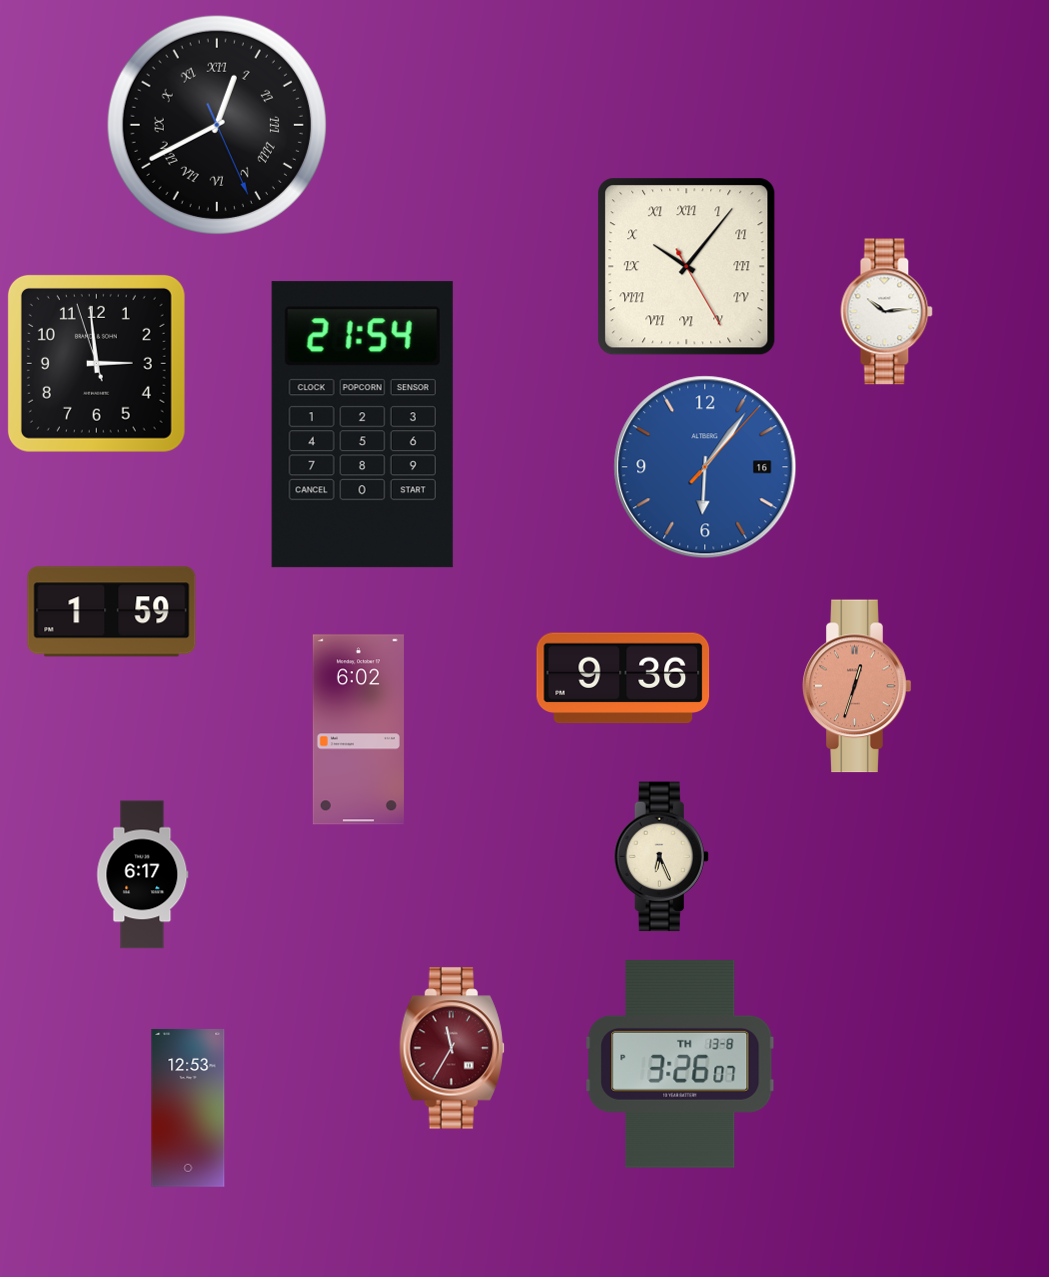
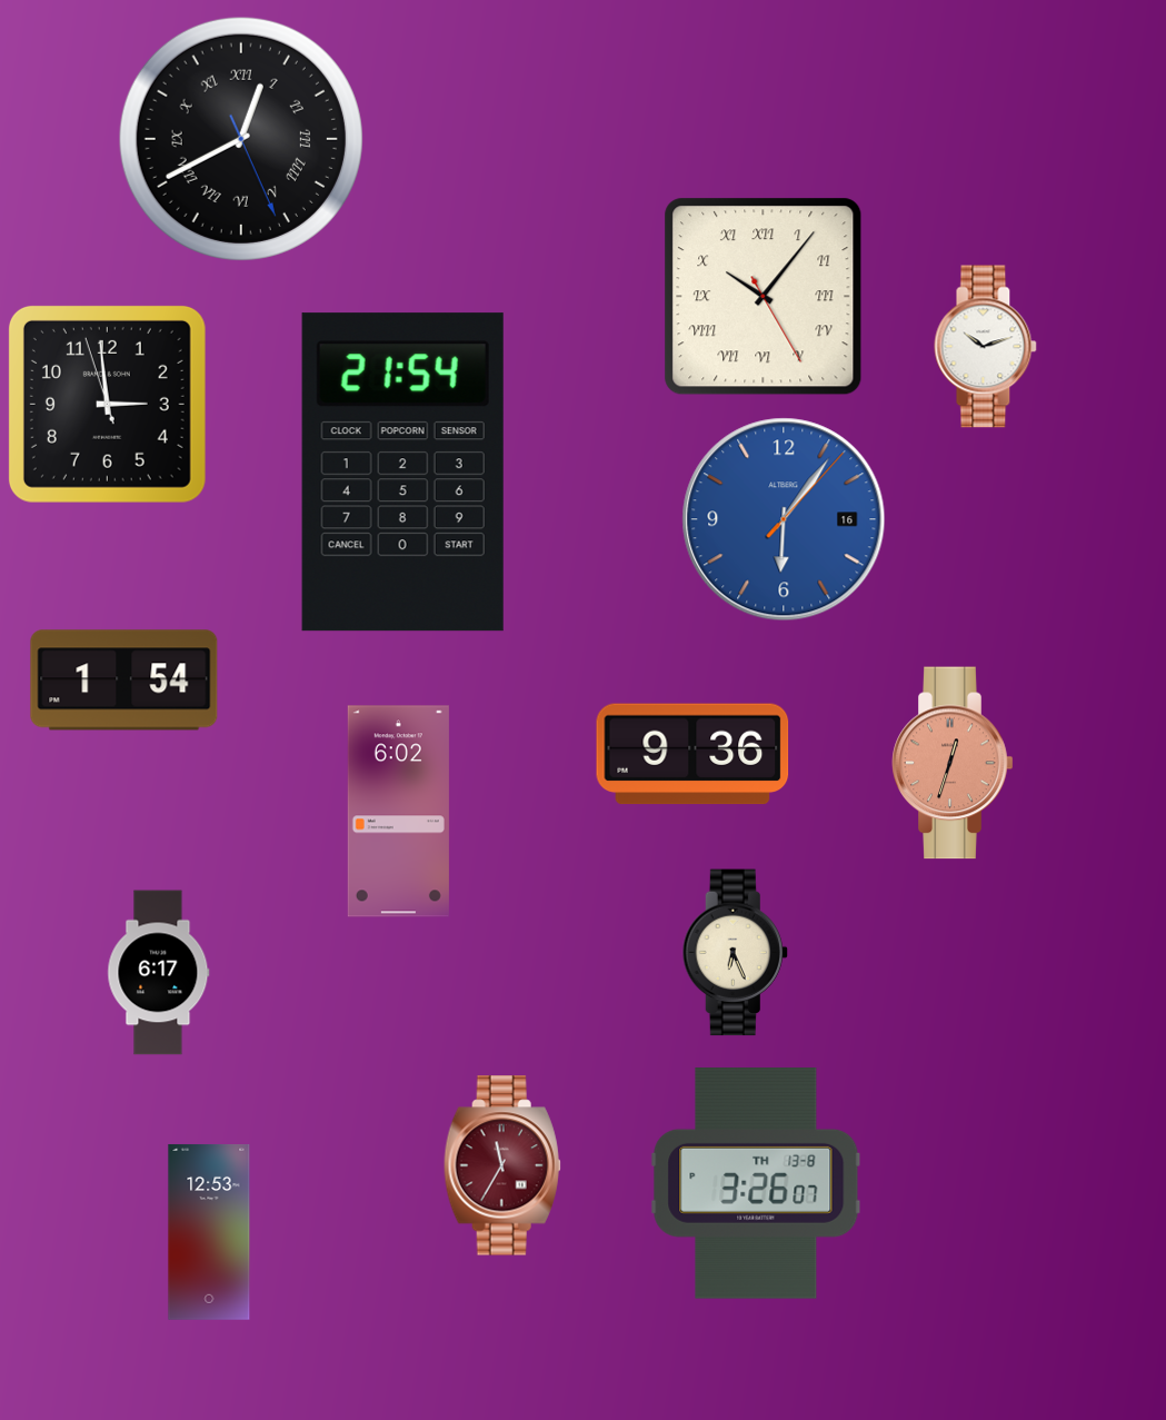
clock at (887, 312): 10:14 -> 10:12
clock at (112, 612): 1:59 -> 1:54
